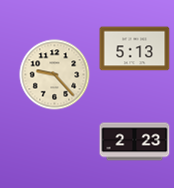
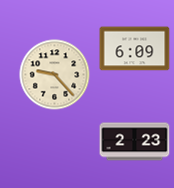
clock at (135, 49): 5:13 -> 6:09
